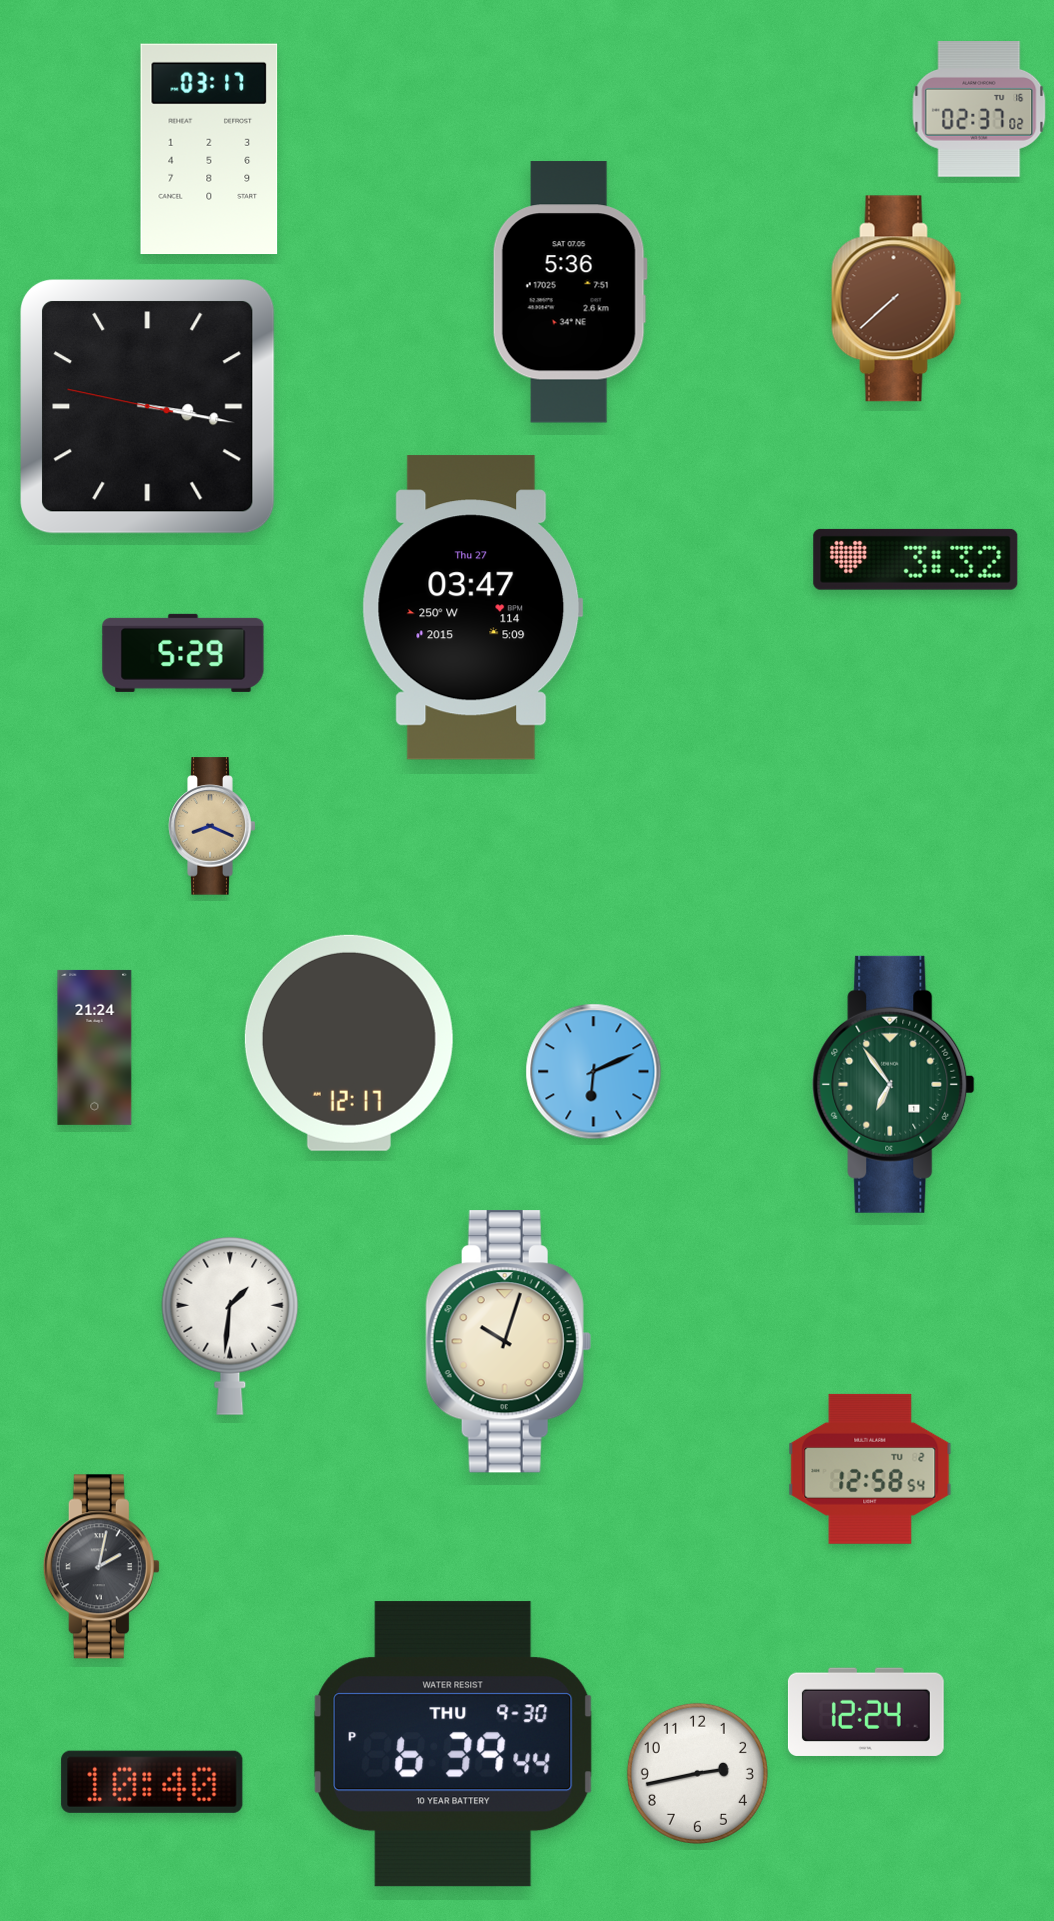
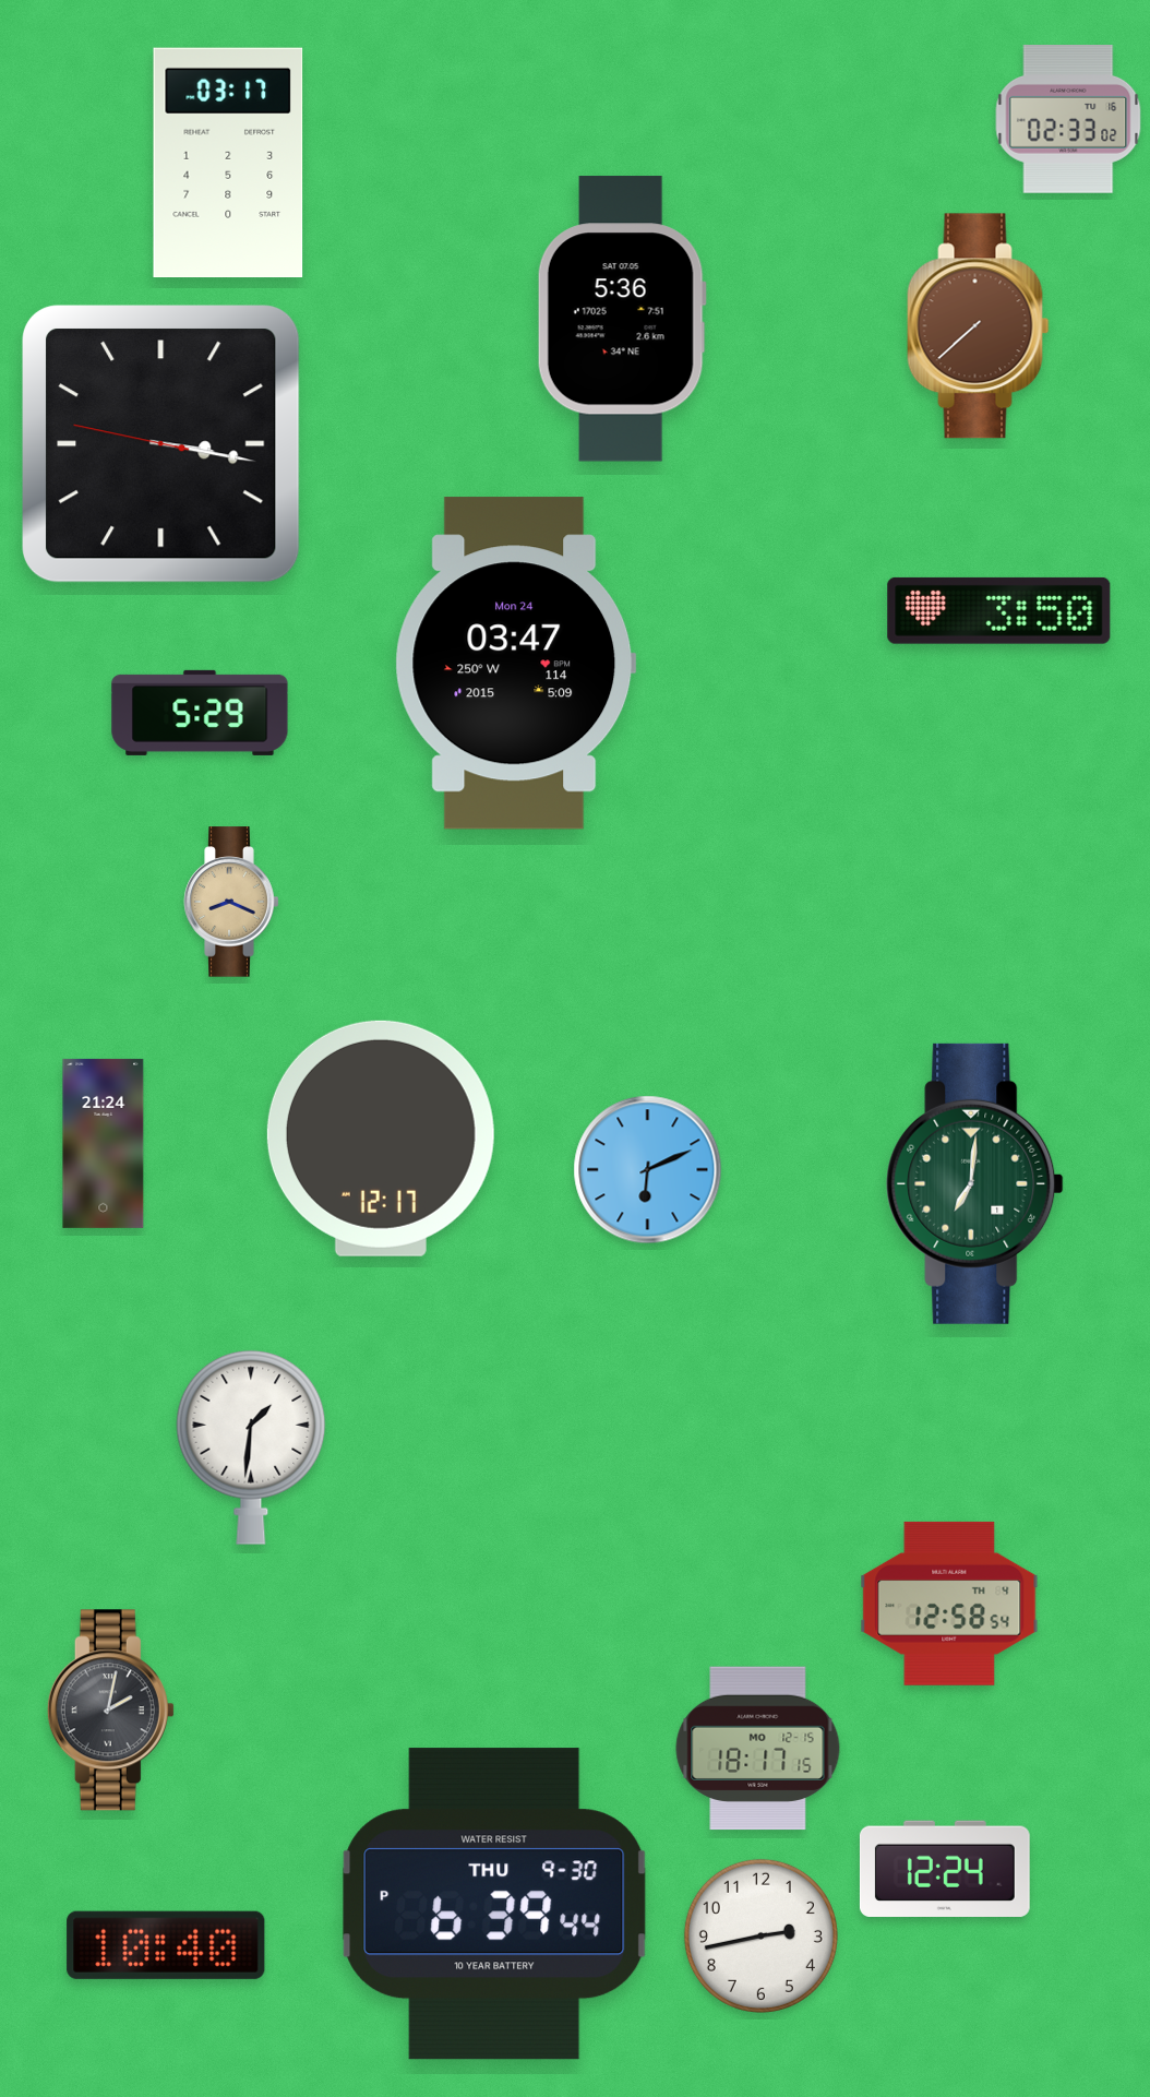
clock at (979, 110): 02:37 -> 02:33
clock at (916, 559): 3:32 -> 3:50
clock at (472, 608) date: Thu 27 -> Mon 24
clock at (894, 1084): 6:54 -> 7:01
clock at (508, 1342): 10:03 -> none
clock at (870, 1469) date: TU 2 -> TH 4
clock at (758, 1749): none -> 18:17
